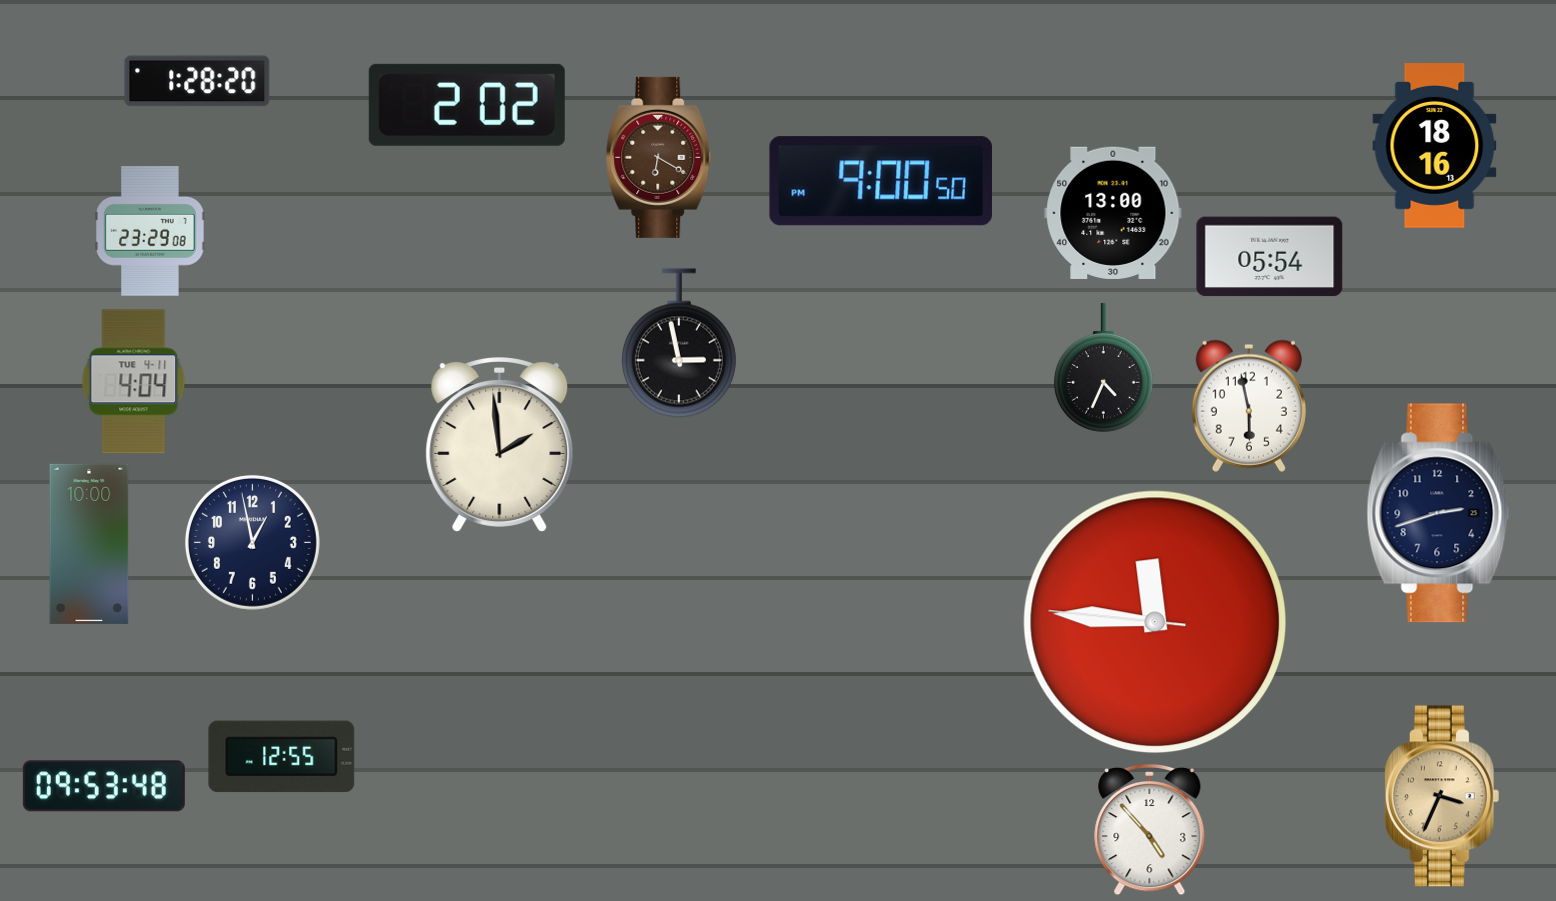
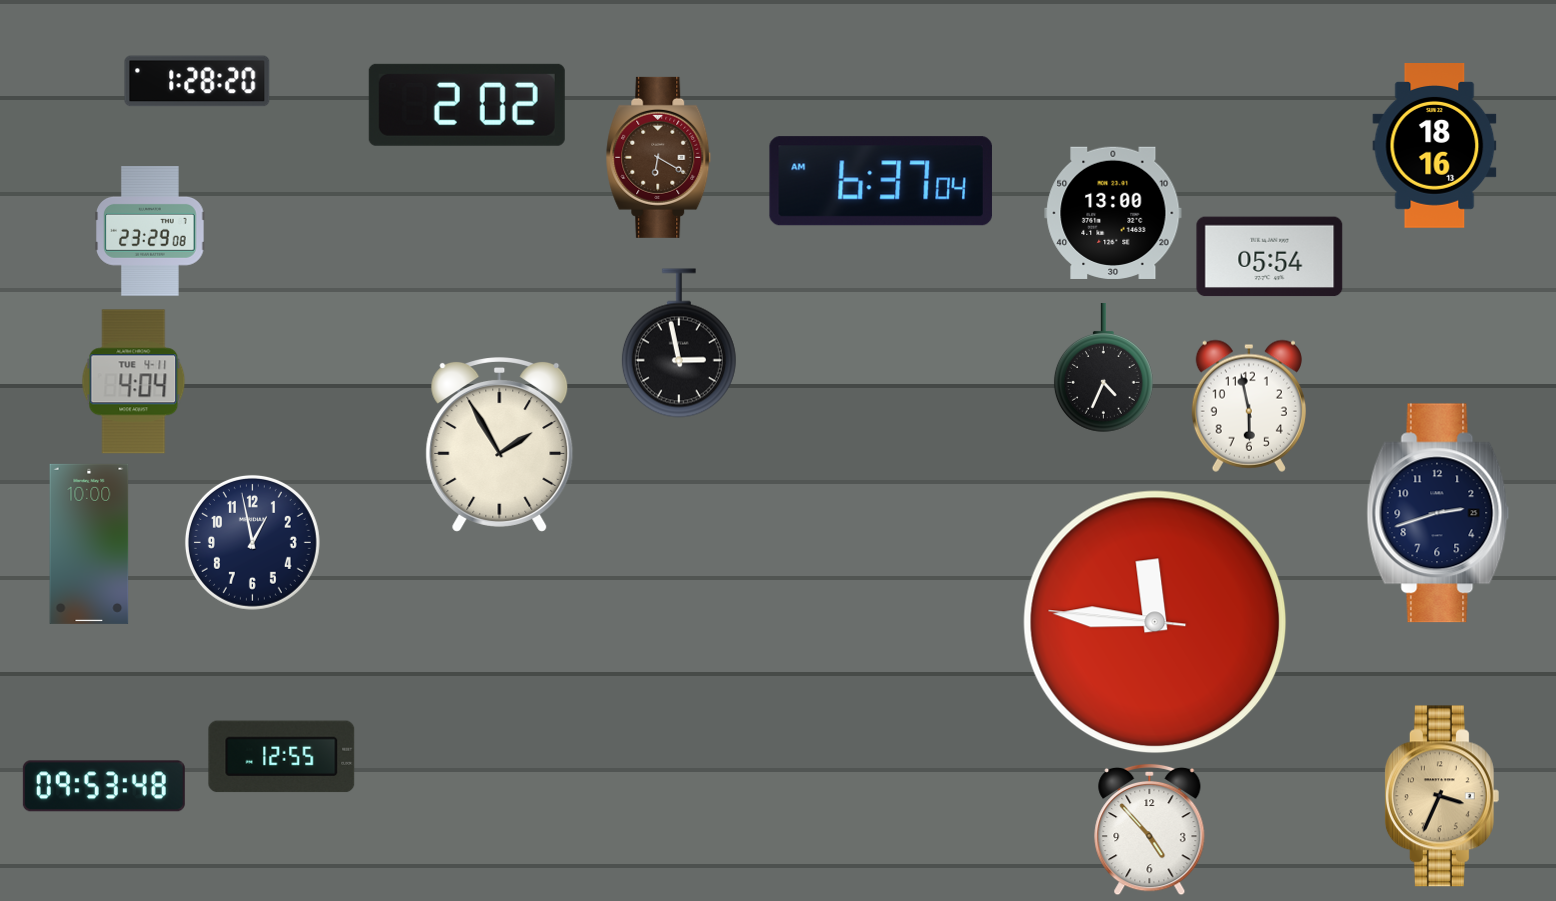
clock at (881, 181): 9:00 -> 6:37
clock at (500, 445): 1:59 -> 1:55
